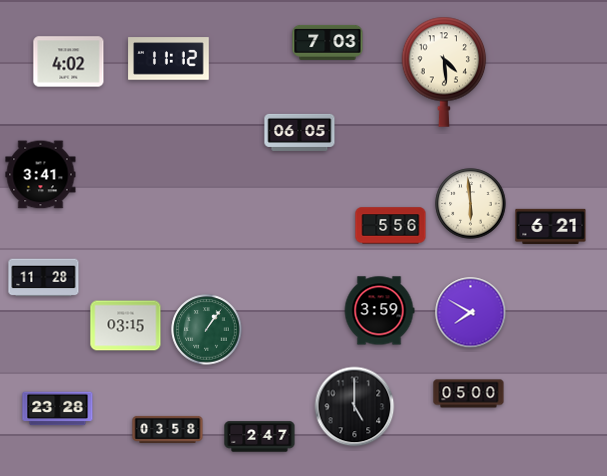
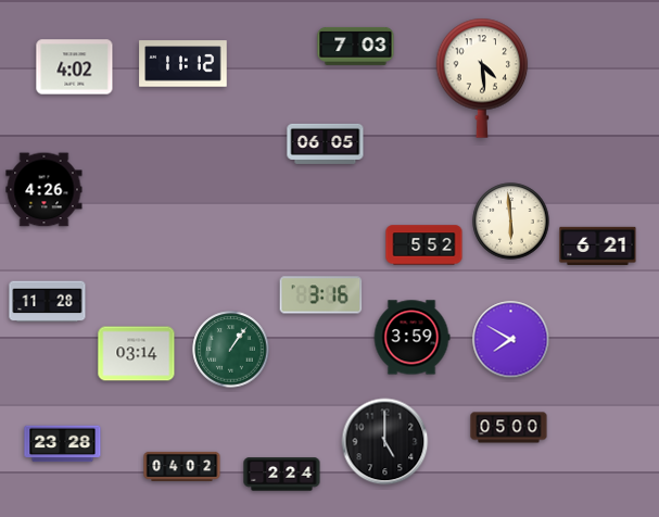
clock at (41, 175): 3:41 -> 4:26
clock at (391, 226): 5:56 -> 5:52
clock at (321, 295): none -> 3:16
clock at (126, 326): 03:15 -> 03:14
clock at (207, 330) position: (207, 330) -> (231, 350)
clock at (168, 429): 03:58 -> 04:02
clock at (260, 437): 2:47 -> 2:24
